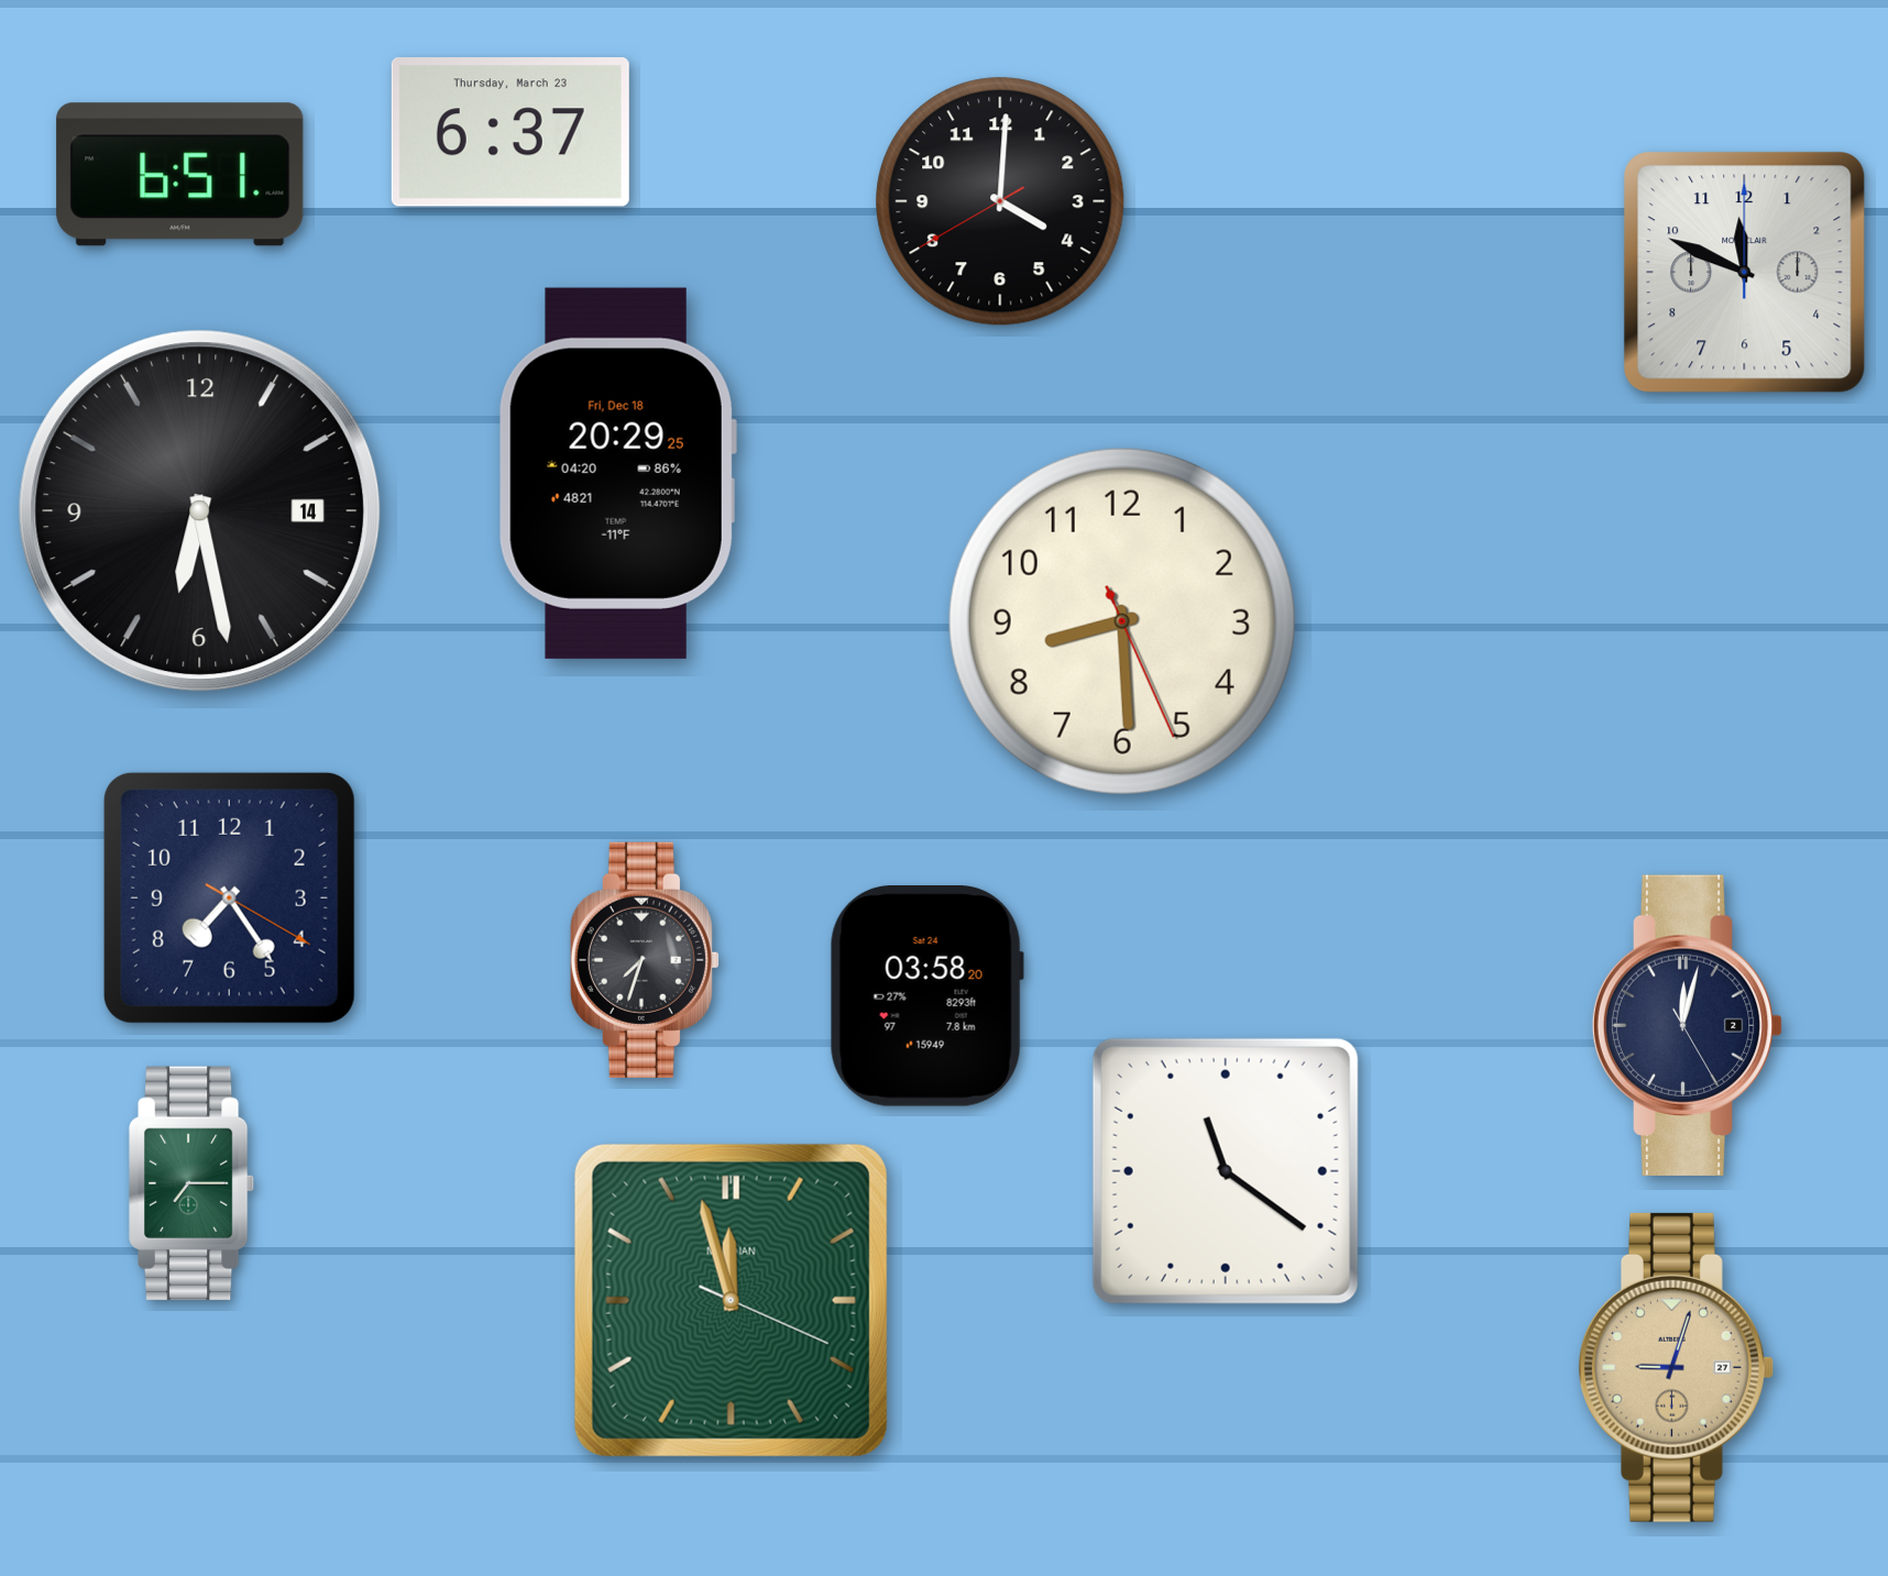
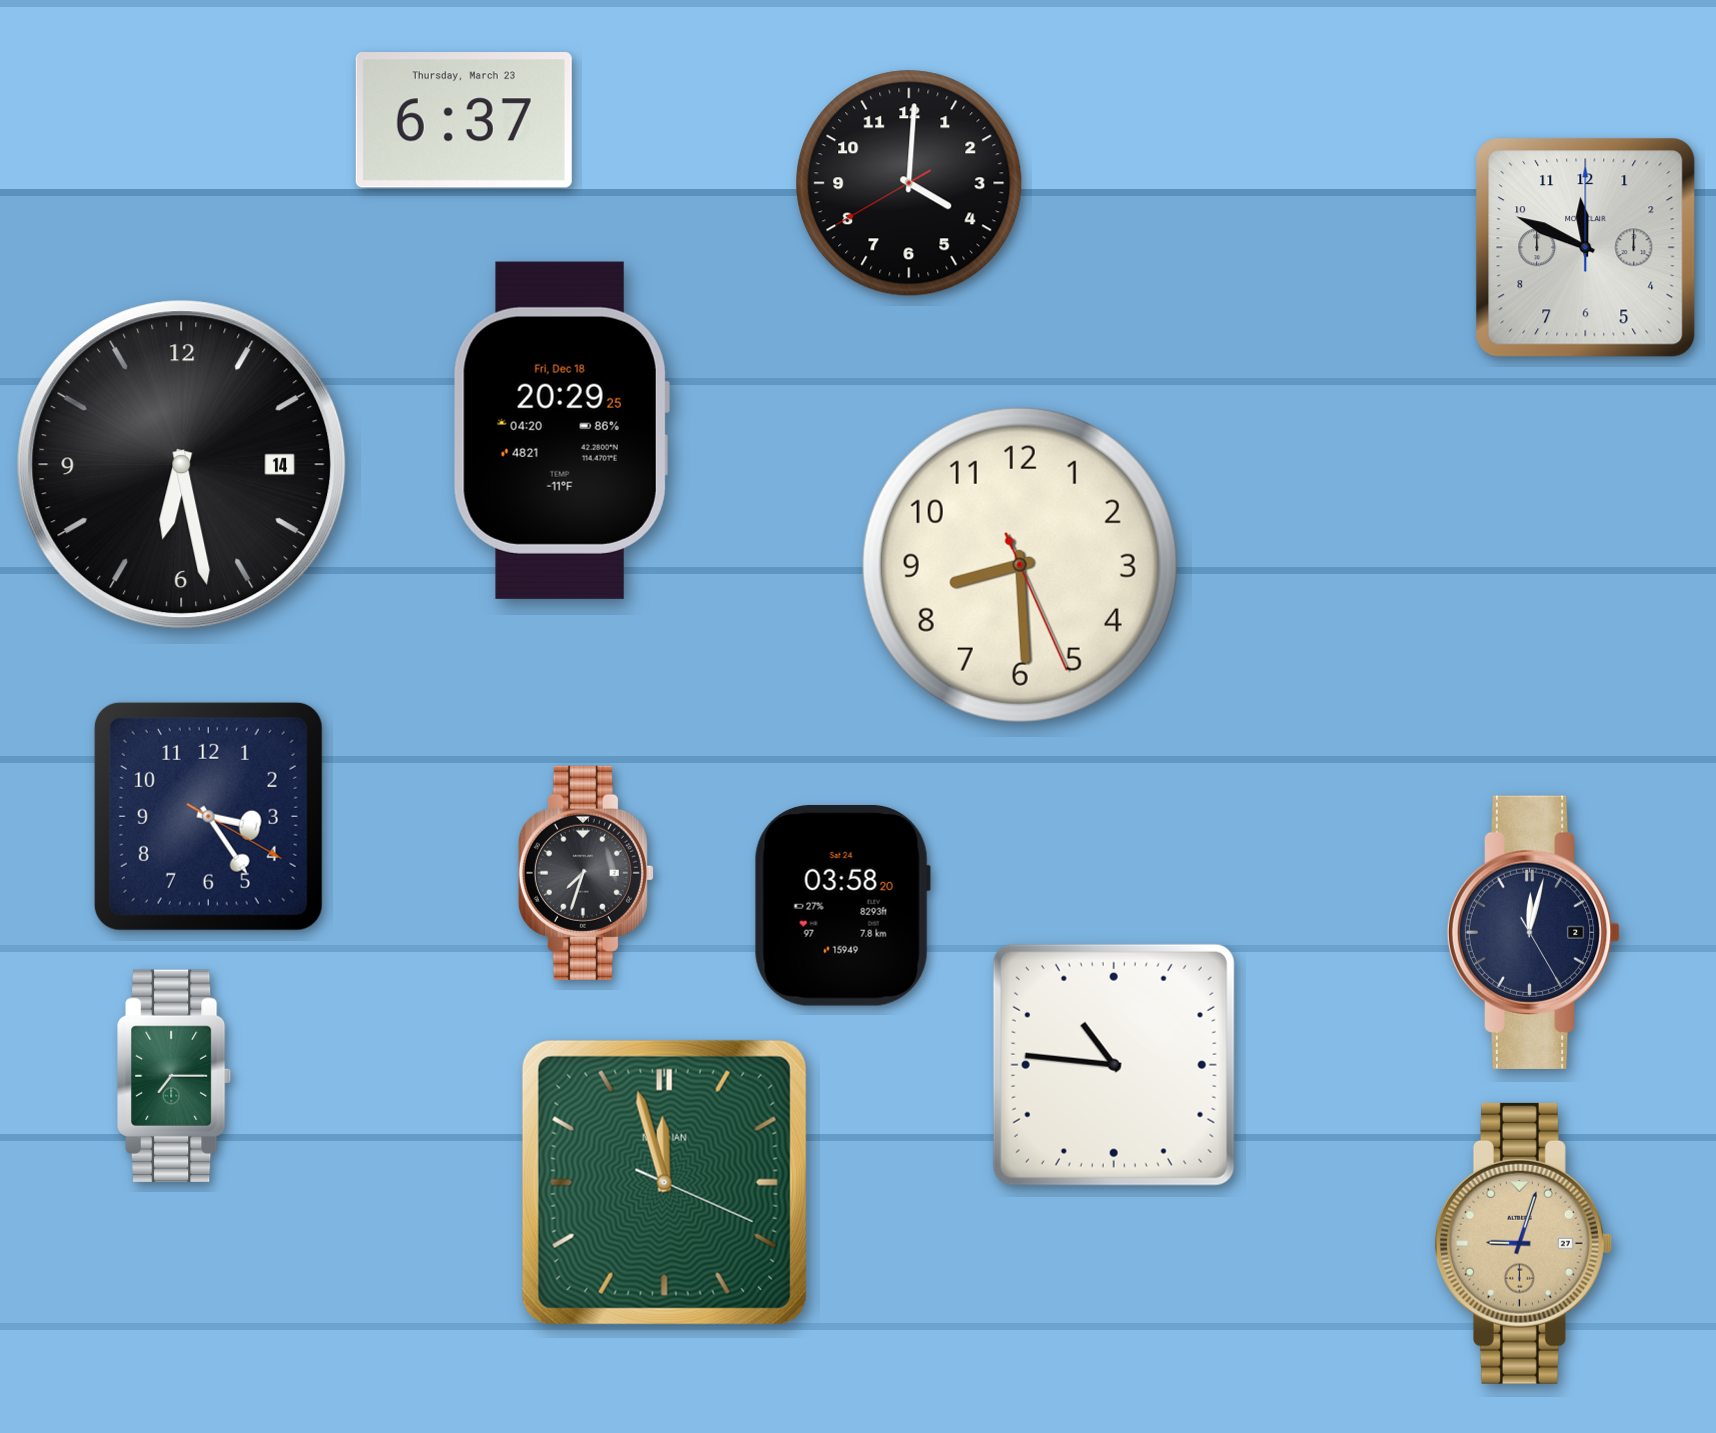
clock at (180, 175): 6:51 -> none
clock at (229, 897): 7:24 -> 3:24
clock at (1226, 1171): 11:21 -> 10:46
